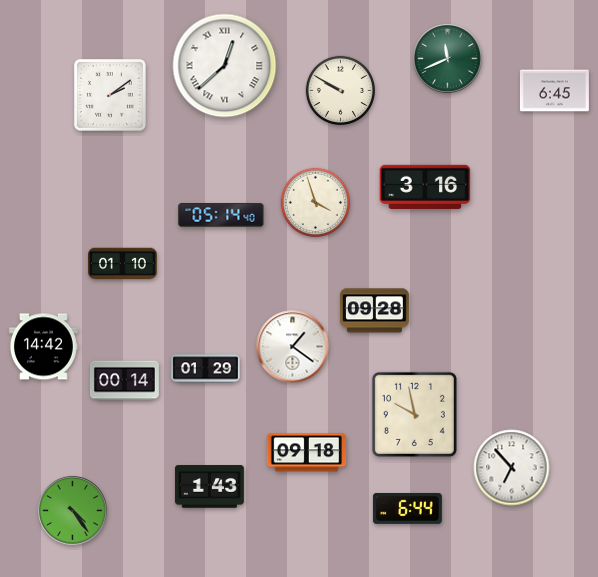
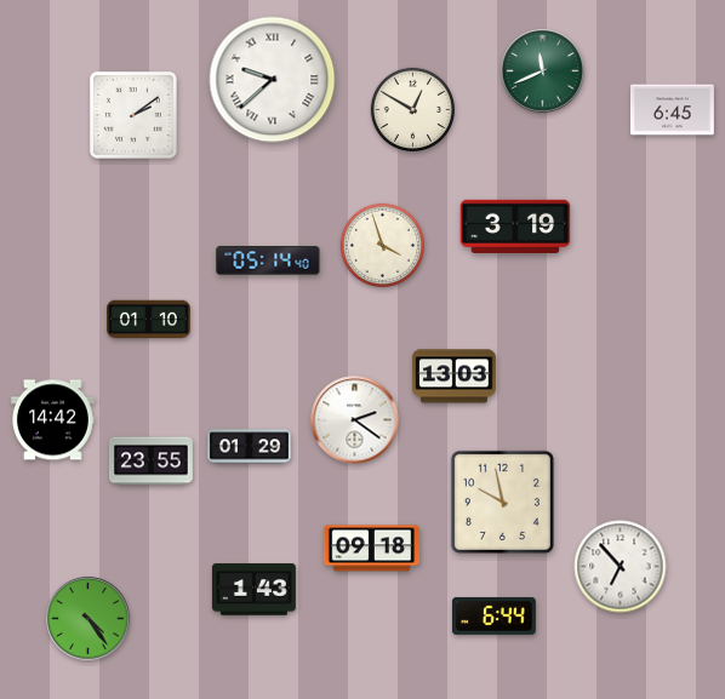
clock at (225, 66): 12:38 -> 9:38
clock at (340, 90): 9:50 -> 12:50
clock at (425, 187): 3:16 -> 3:19
clock at (374, 311): 09:28 -> 13:03
clock at (293, 347): 1:21 -> 2:21
clock at (124, 381): 00:14 -> 23:55
